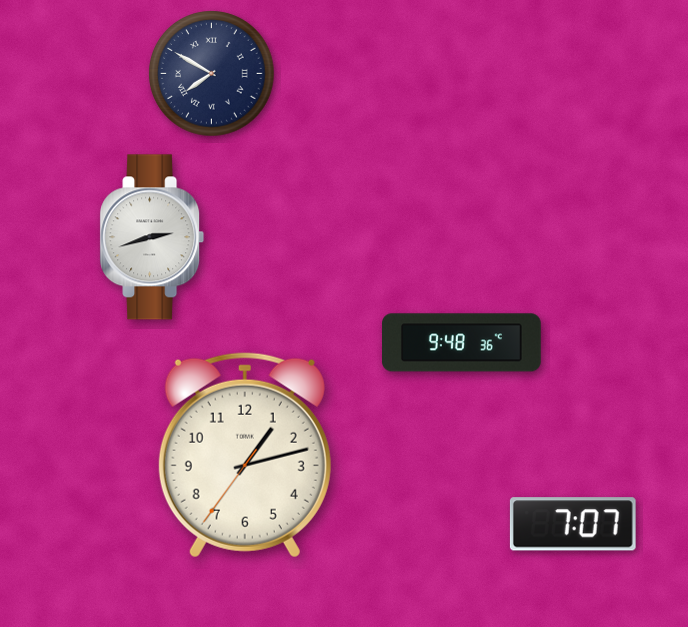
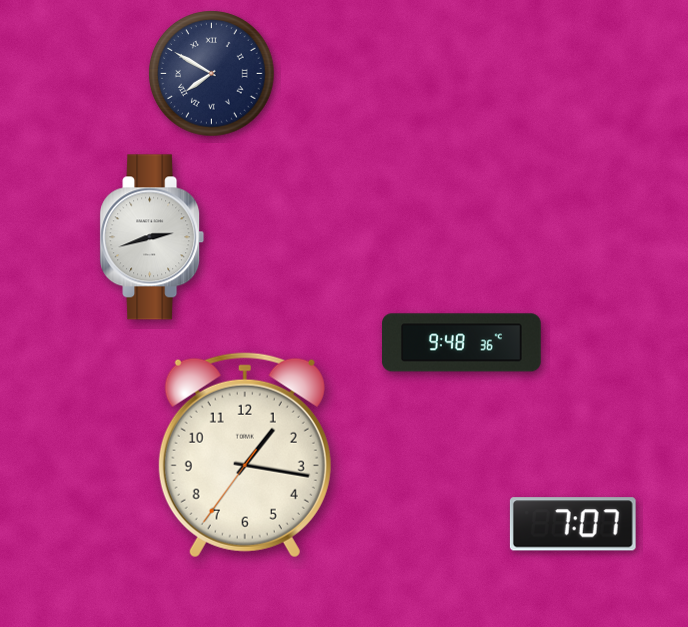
clock at (245, 455): 1:12 -> 1:16
